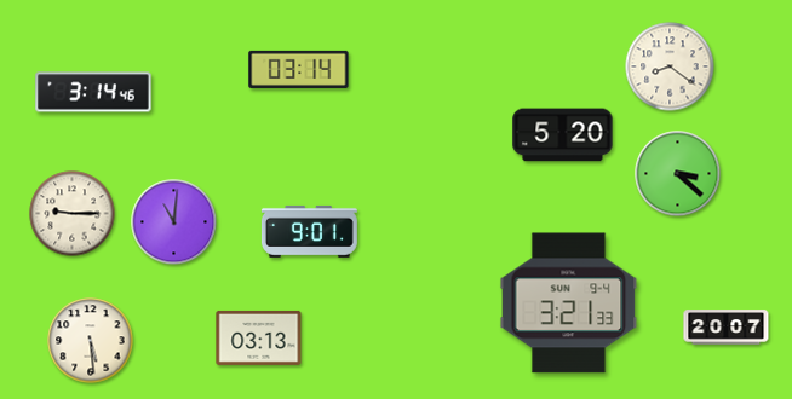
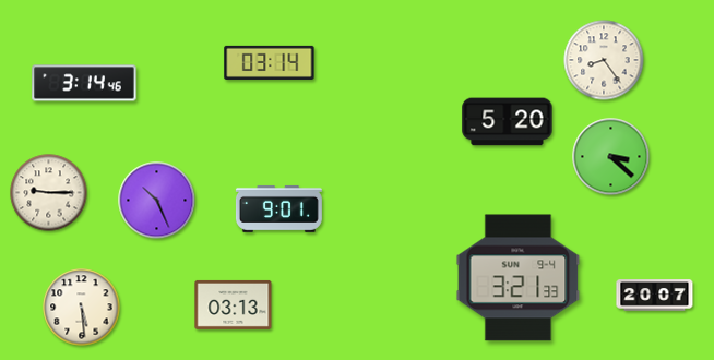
clock at (670, 66): 8:21 -> 8:24
clock at (73, 214) position: (73, 214) -> (49, 193)
clock at (174, 222): 11:01 -> 10:26
clock at (569, 303) position: (569, 303) -> (519, 278)
